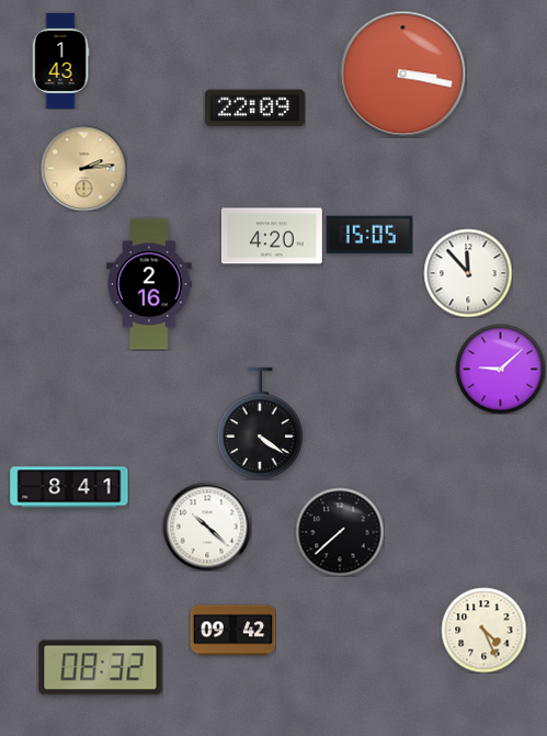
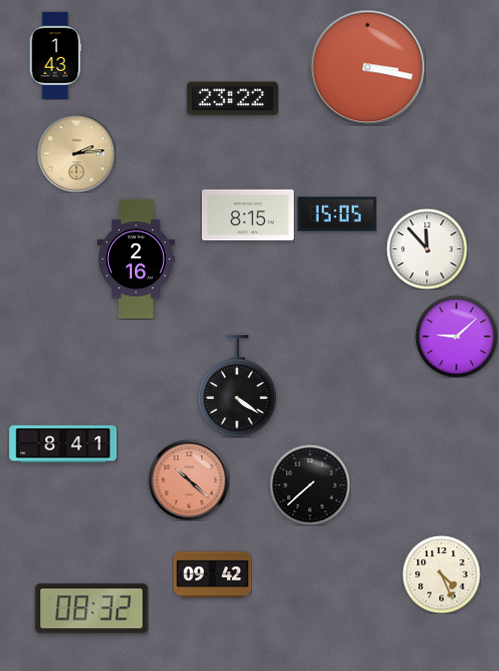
clock at (254, 109): 22:09 -> 23:22
clock at (272, 236): 4:20 -> 8:15
clock at (207, 526) dial: white -> salmon
